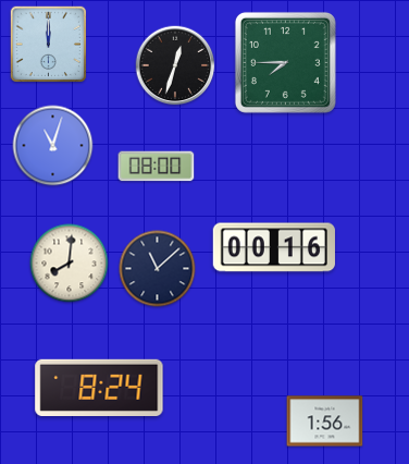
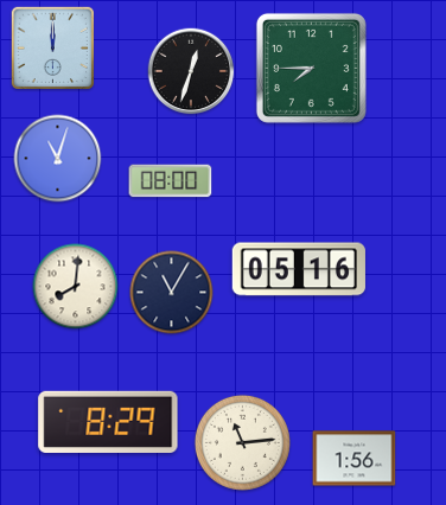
clock at (273, 247): 00:16 -> 05:16
clock at (158, 269): 11:08 -> 11:05
clock at (99, 387): 8:24 -> 8:29
clock at (242, 442): none -> 11:14
